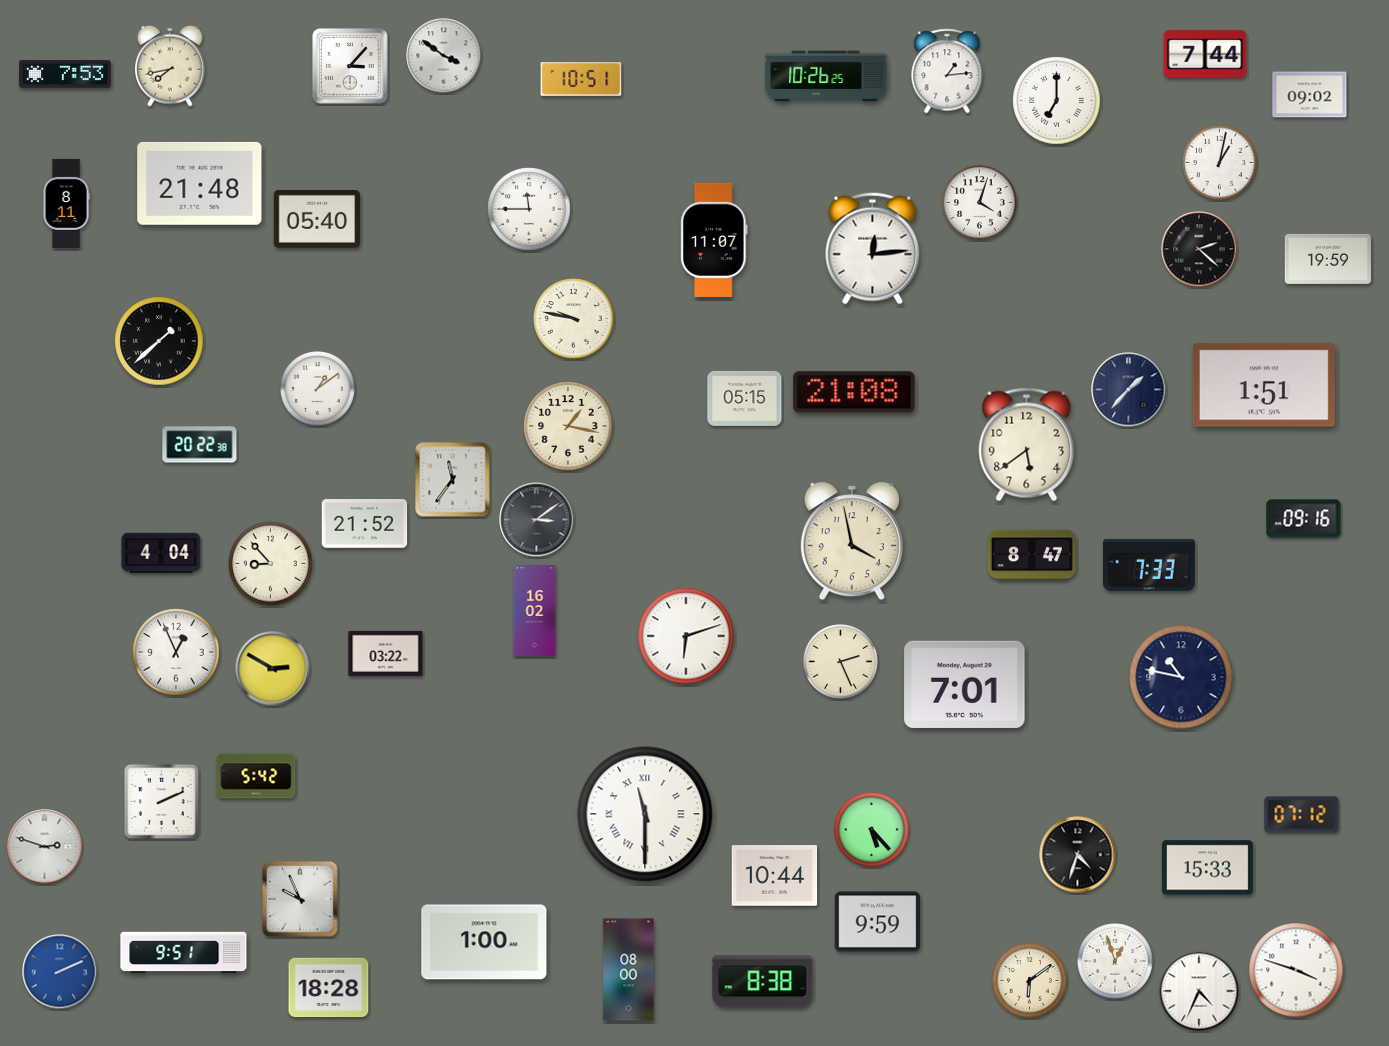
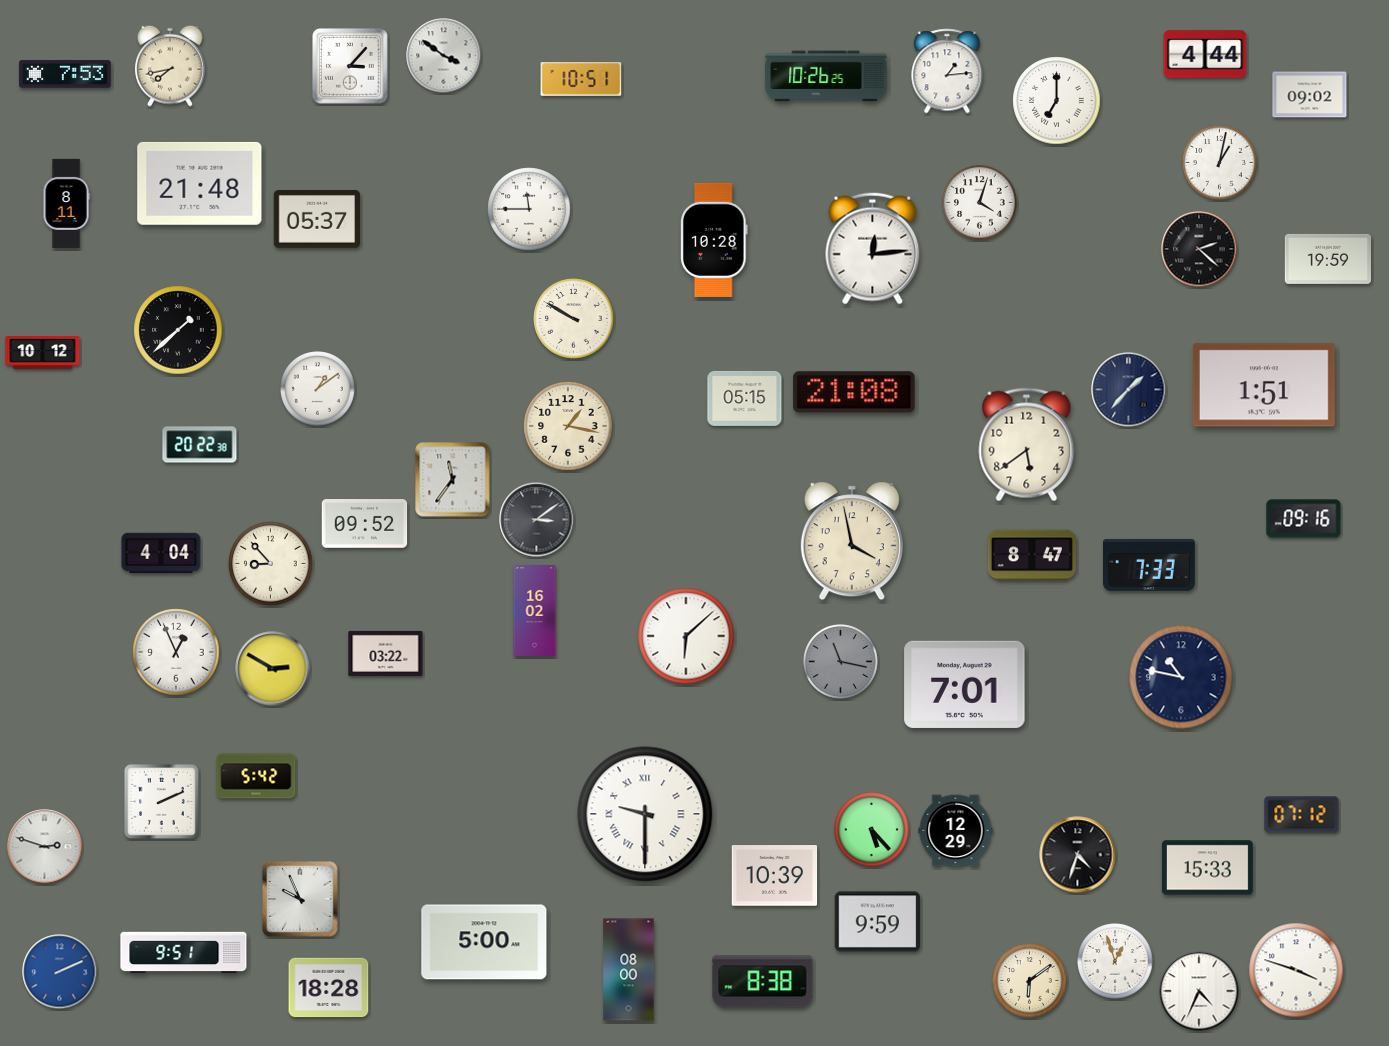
clock at (1205, 54): 7:44 -> 4:44
clock at (317, 220): 05:40 -> 05:37
clock at (715, 240): 11:07 -> 10:28
clock at (574, 319): 9:47 -> 9:50
clock at (159, 341) position: (159, 341) -> (178, 330)
clock at (43, 353): none -> 10:12
clock at (365, 524): 21:52 -> 09:52
clock at (686, 636): 6:12 -> 6:08
clock at (841, 662): 2:26 -> 11:17
clock at (841, 662) dial: cream -> grey
clock at (645, 814): 11:30 -> 9:30
clock at (956, 831): none -> 12:29
clock at (775, 876): 10:44 -> 10:39
clock at (484, 942): 1:00 -> 5:00
